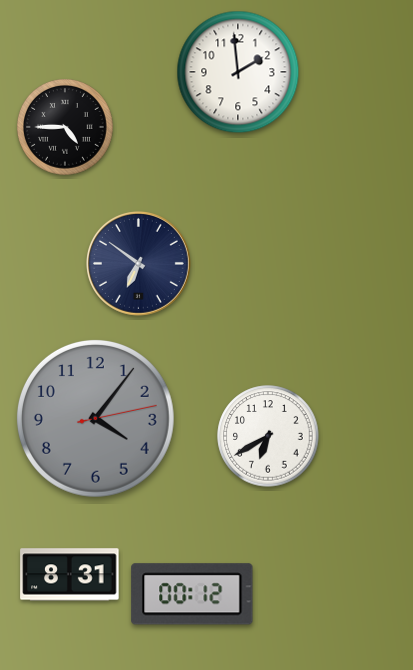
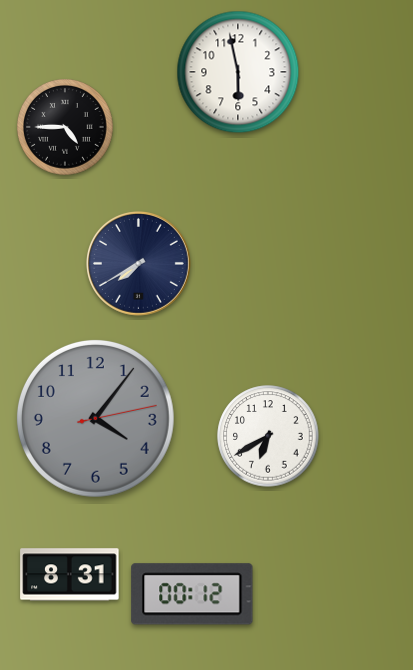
clock at (238, 72): 1:59 -> 5:58
clock at (138, 263): 6:51 -> 7:40
